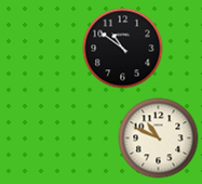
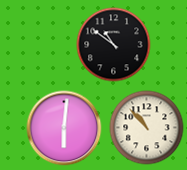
clock at (64, 128): none -> 6:01
clock at (159, 139): 10:49 -> 10:53
